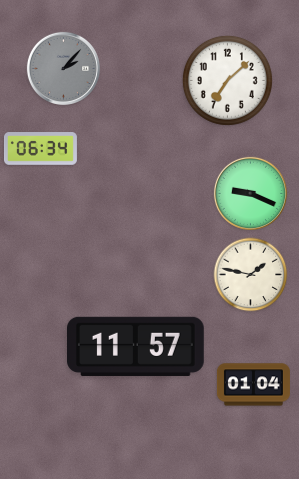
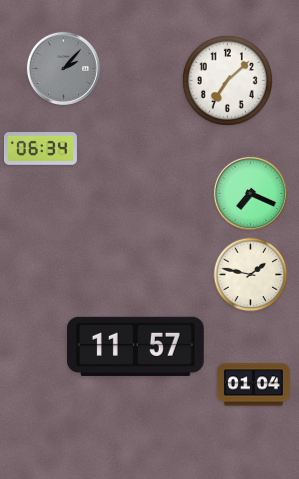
clock at (250, 193): 9:19 -> 7:19
